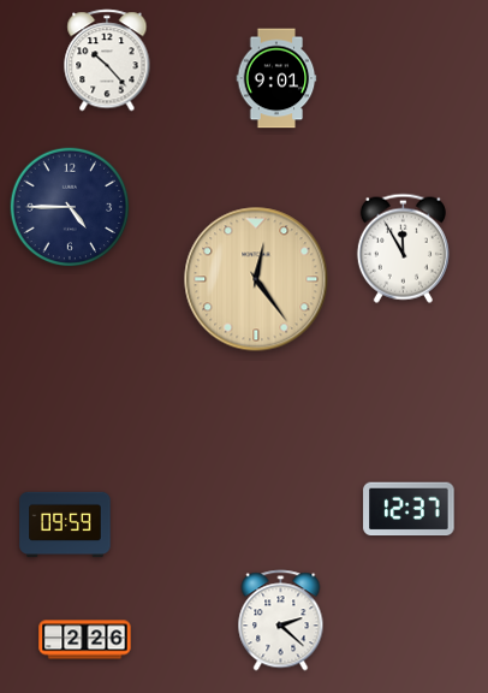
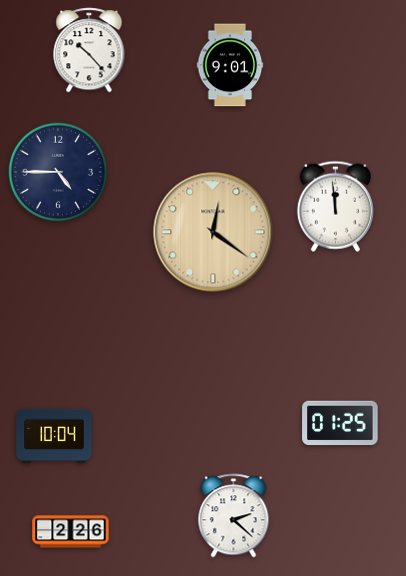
clock at (403, 248): 11:55 -> 11:59
clock at (256, 279): 12:24 -> 12:21
clock at (409, 509): 12:37 -> 01:25
clock at (65, 525): 09:59 -> 10:04
